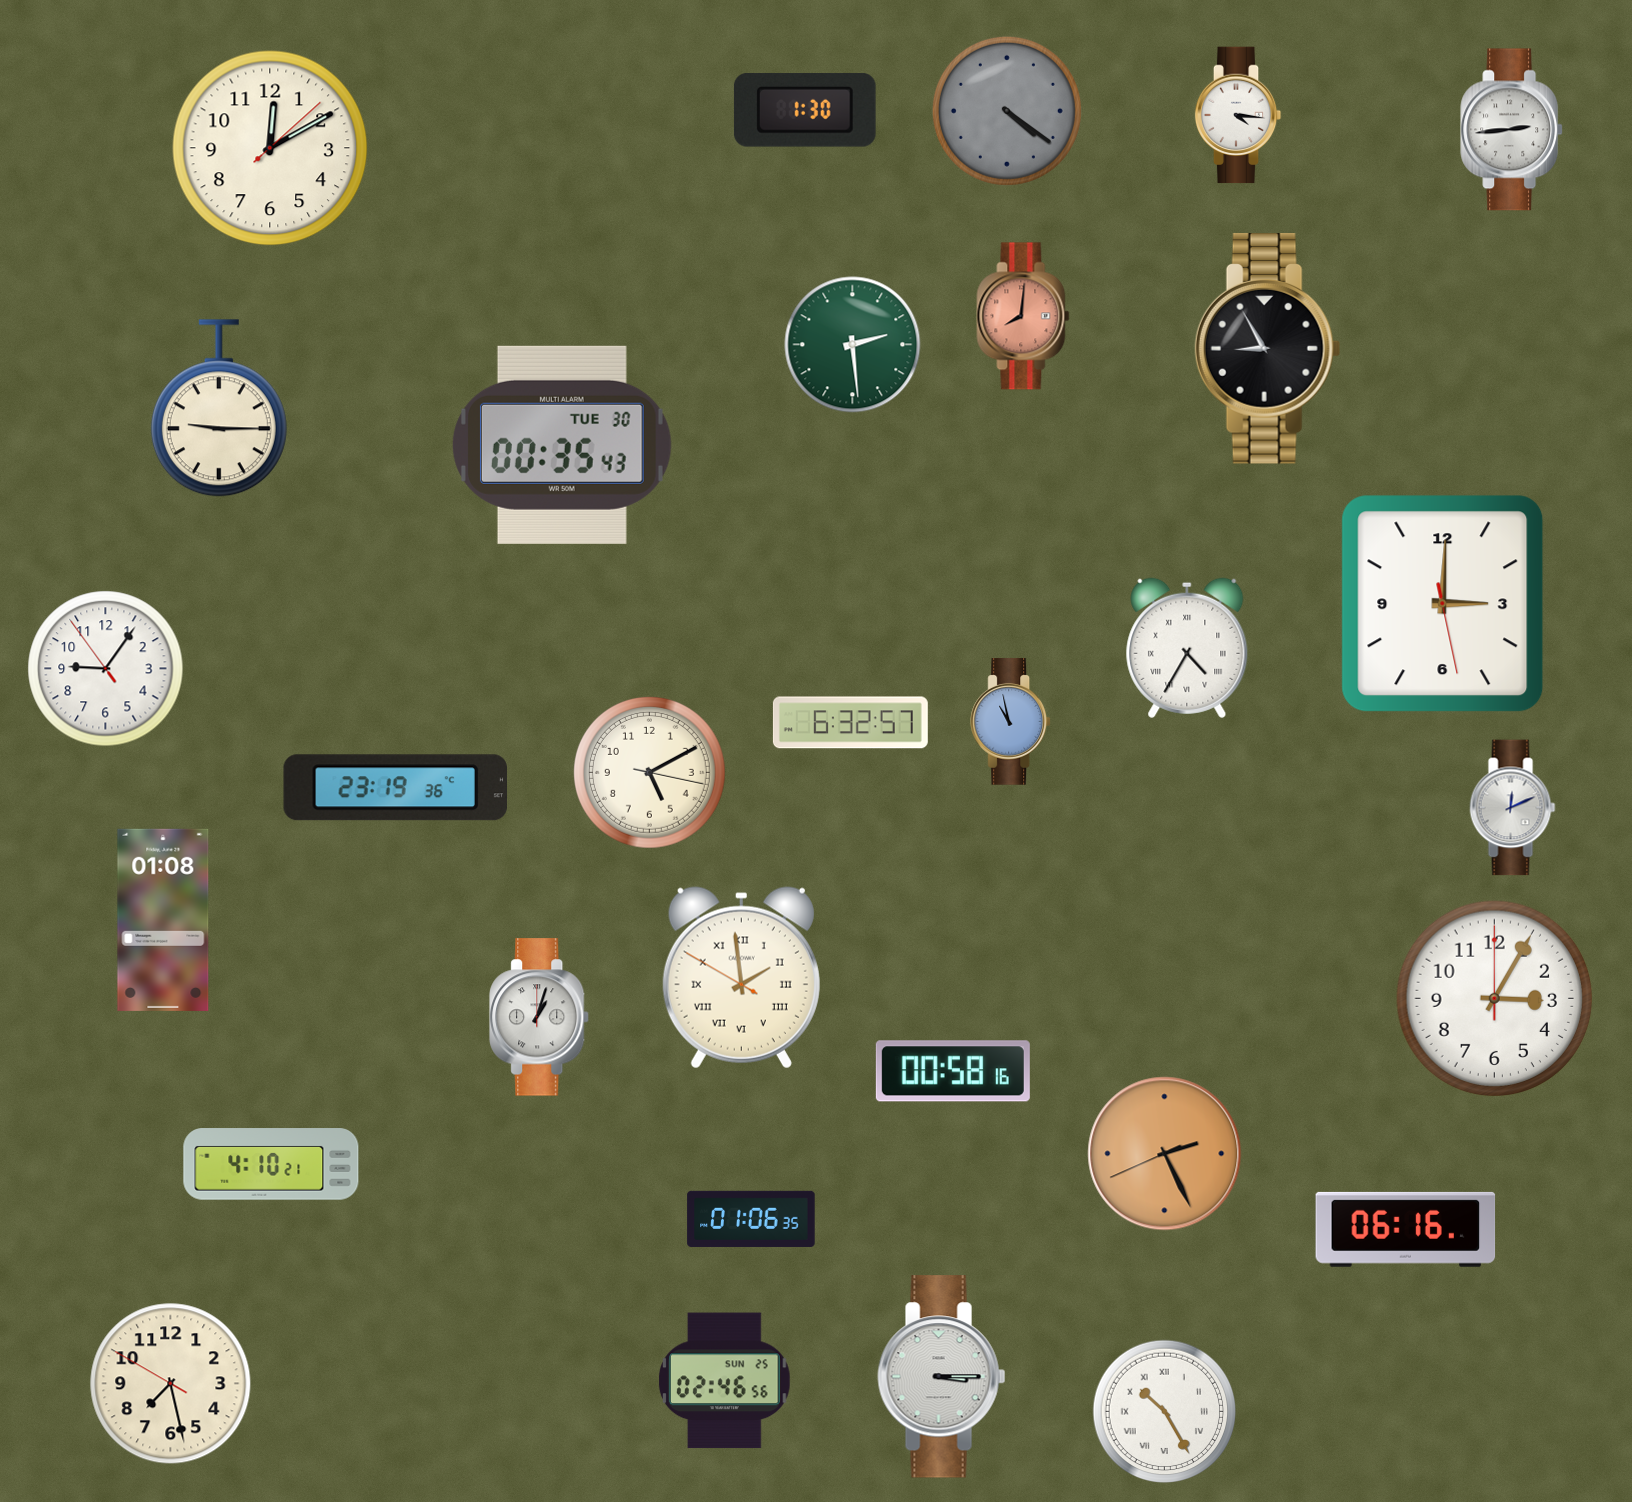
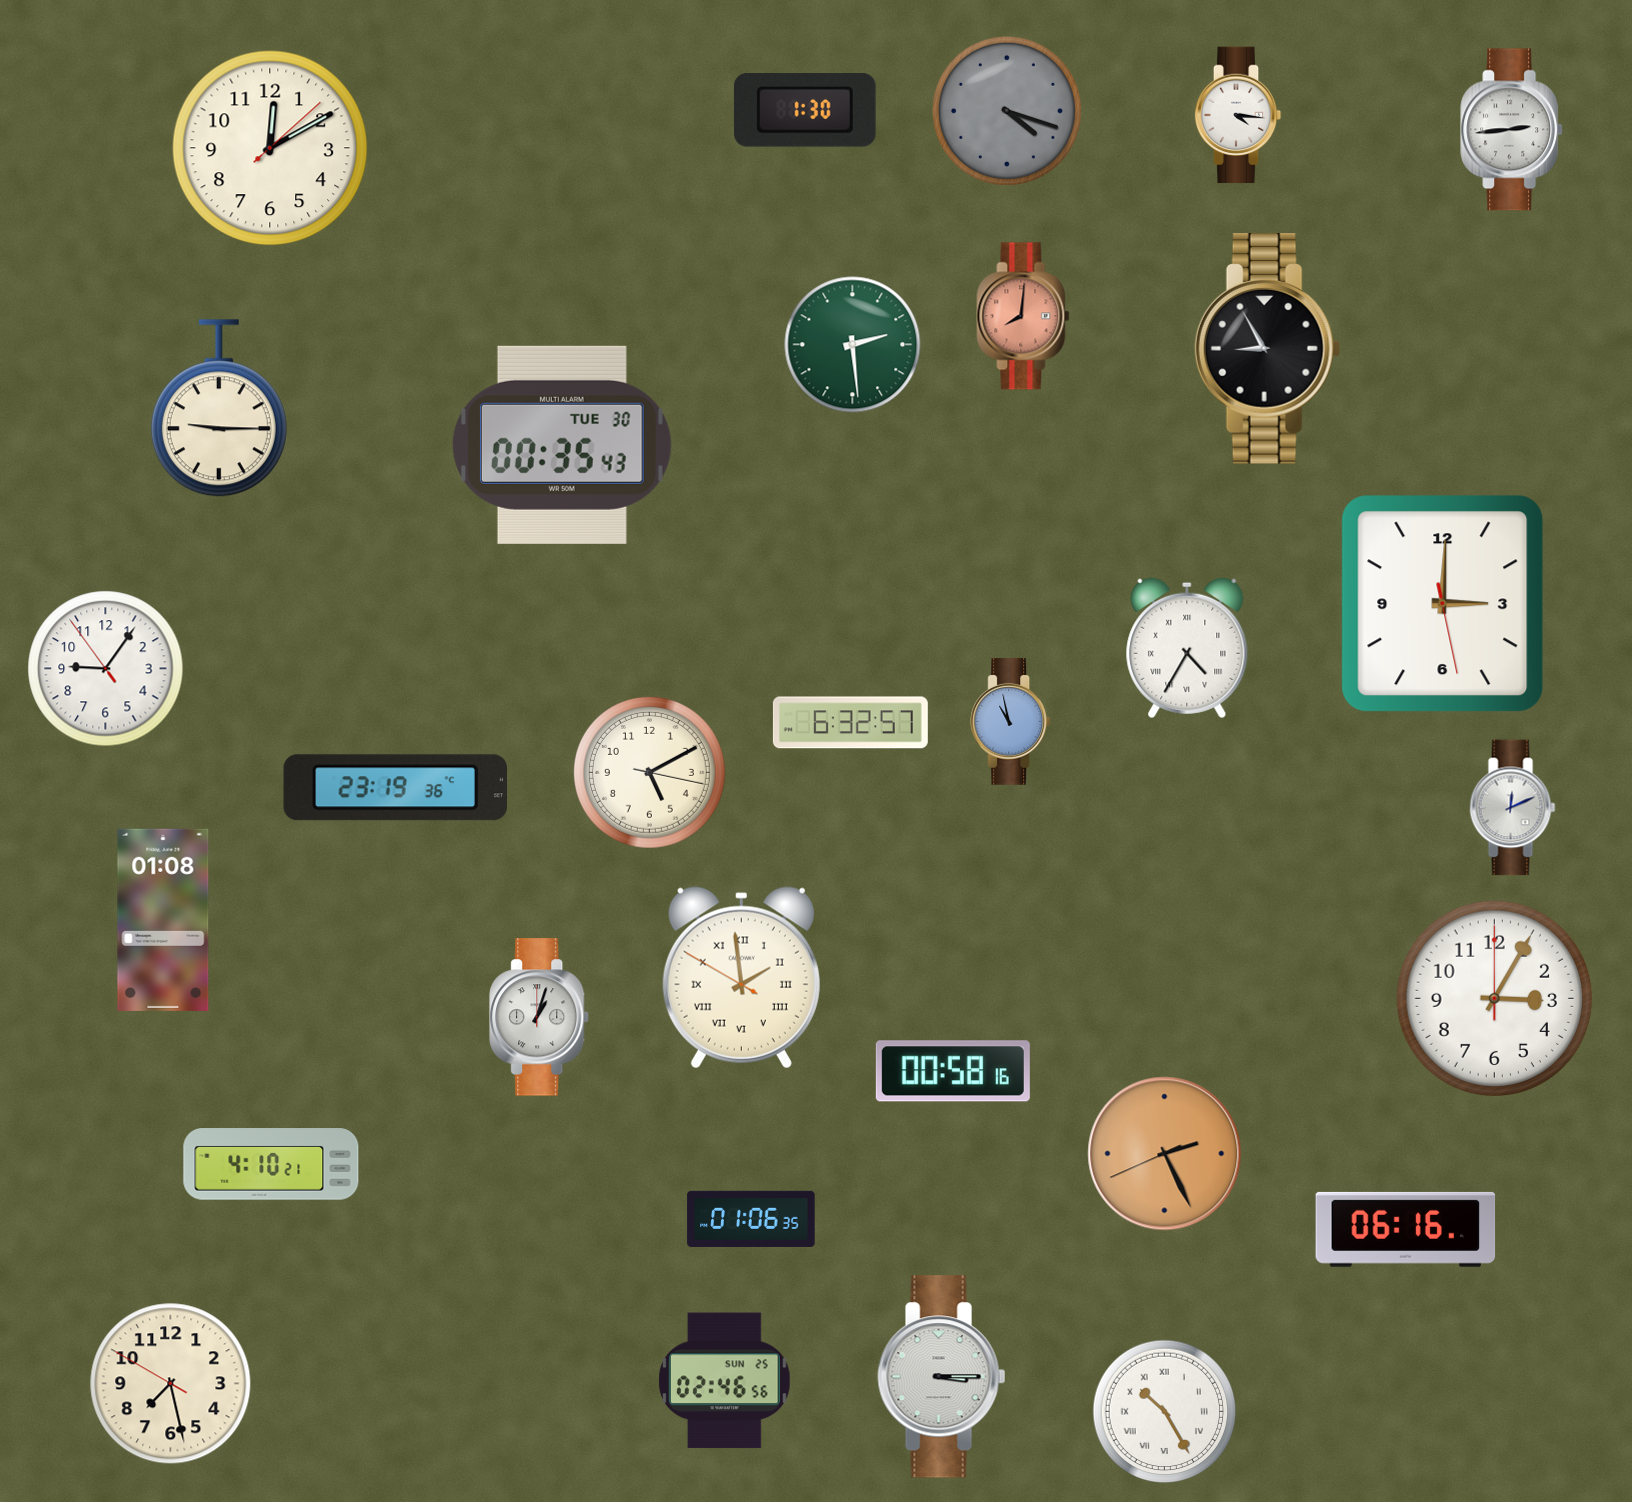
clock at (1007, 111): 4:21 -> 4:18
